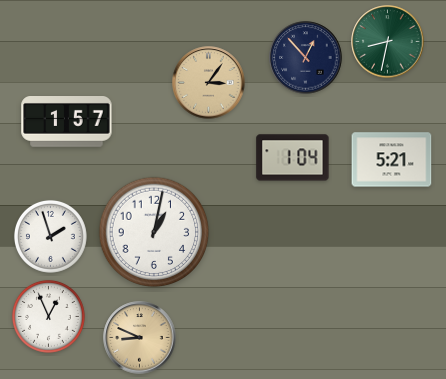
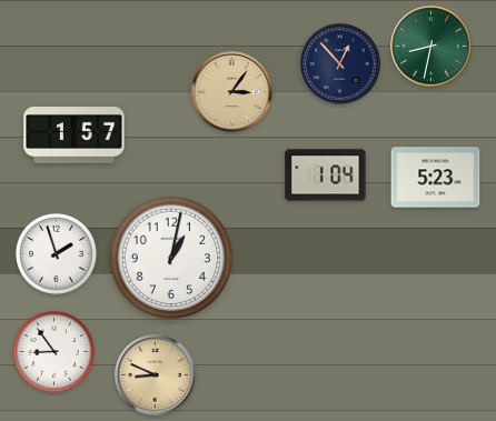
clock at (392, 160): 5:21 -> 5:23
clock at (50, 236) position: (50, 236) -> (56, 253)
clock at (48, 316): 12:56 -> 8:54
